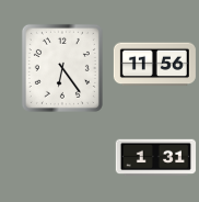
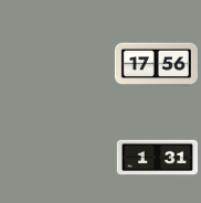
clock at (154, 65): 11:56 -> 17:56
clock at (62, 68): 6:24 -> none
